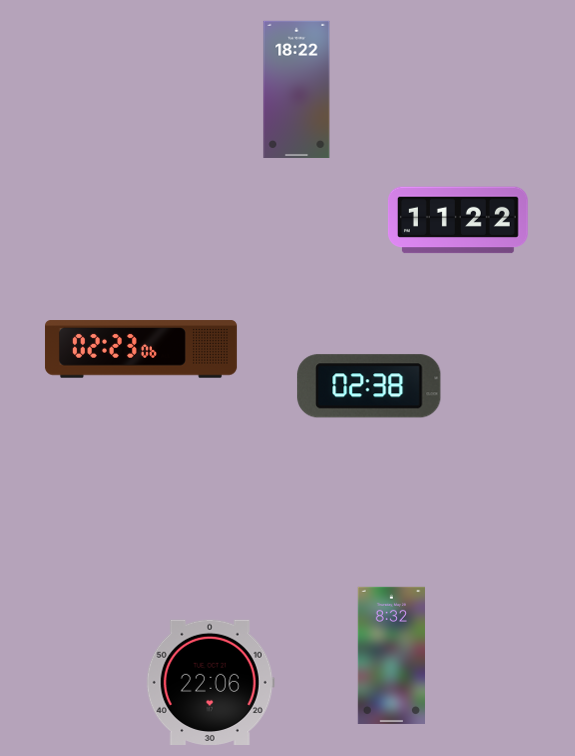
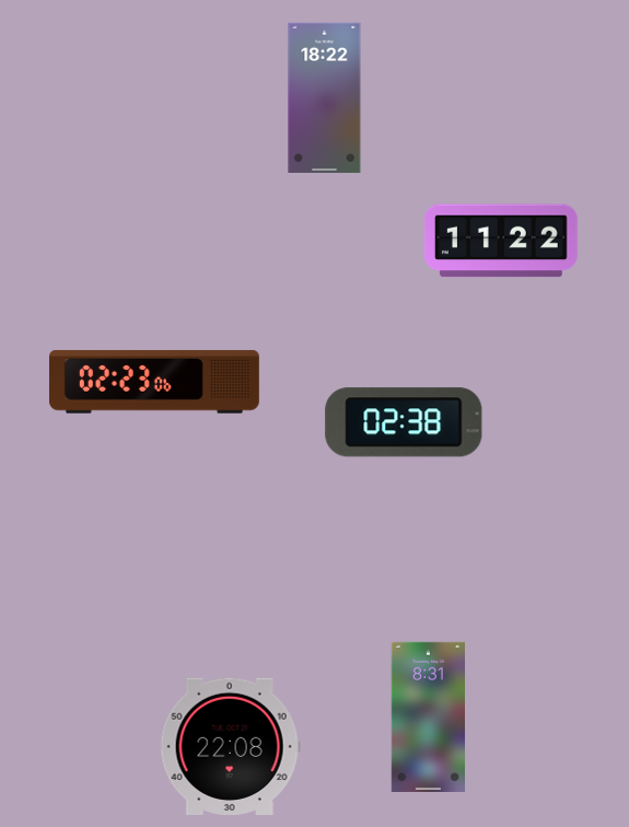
clock at (391, 655): 8:32 -> 8:31
clock at (210, 682): 22:06 -> 22:08
